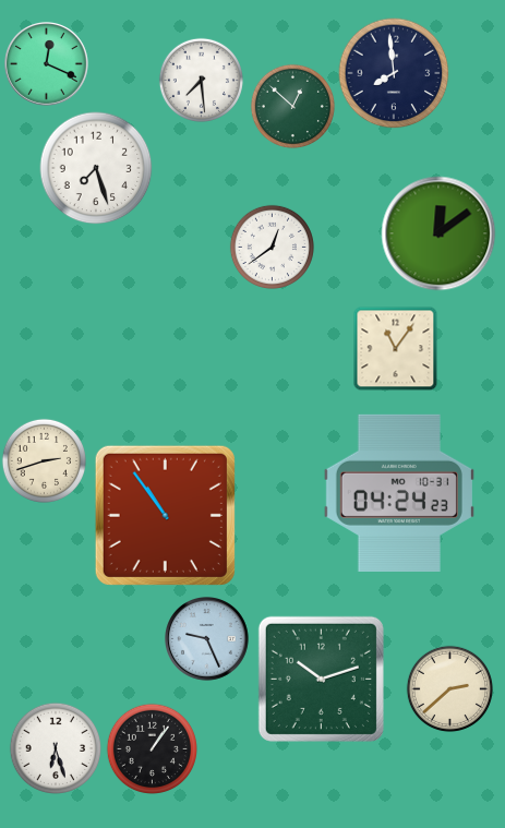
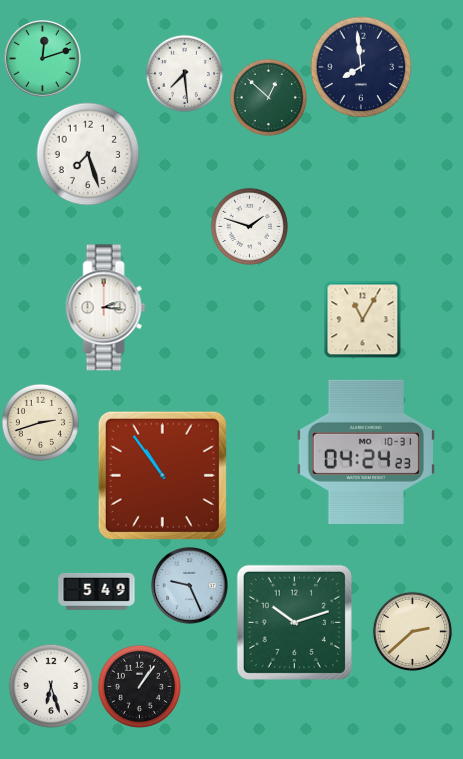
clock at (47, 64): 12:19 -> 12:12
clock at (438, 233): 12:09 -> none
clock at (272, 247): 12:39 -> 1:48
clock at (106, 308): none -> 2:16
clock at (395, 348): 11:06 -> 11:05
clock at (165, 515) position: (165, 515) -> (162, 475)
clock at (97, 591): none -> 5:49
